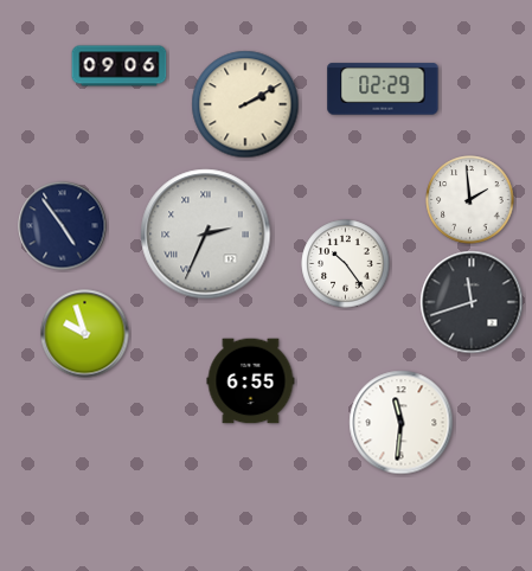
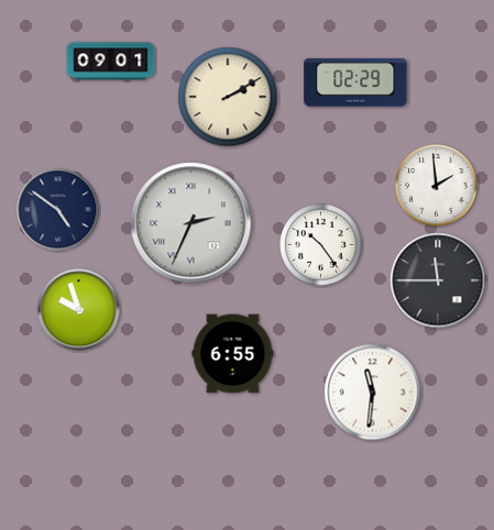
clock at (120, 66): 09:06 -> 09:01
clock at (63, 226): 4:54 -> 4:51
clock at (206, 235) position: (206, 235) -> (191, 223)
clock at (472, 302): 11:42 -> 11:45
